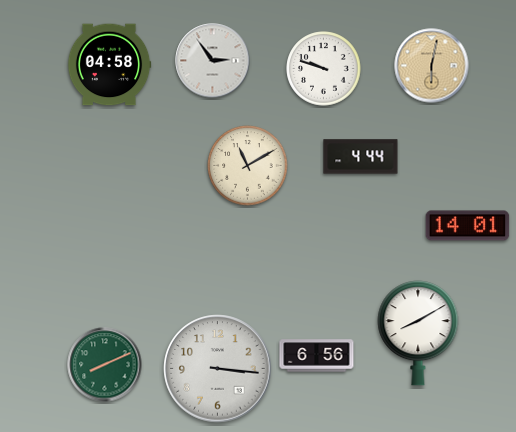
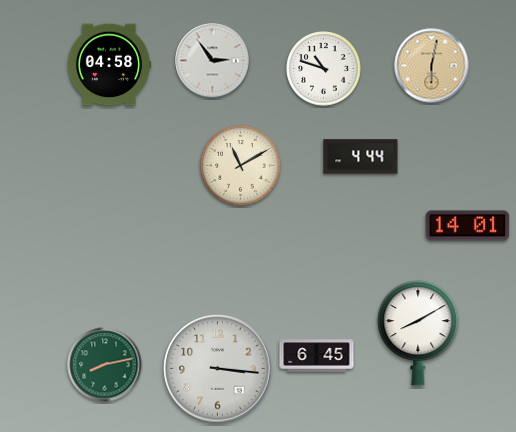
clock at (324, 69): 9:48 -> 10:48
clock at (248, 166) position: (248, 166) -> (241, 166)
clock at (317, 356): 6:56 -> 6:45
clock at (105, 365): 8:11 -> 8:13
